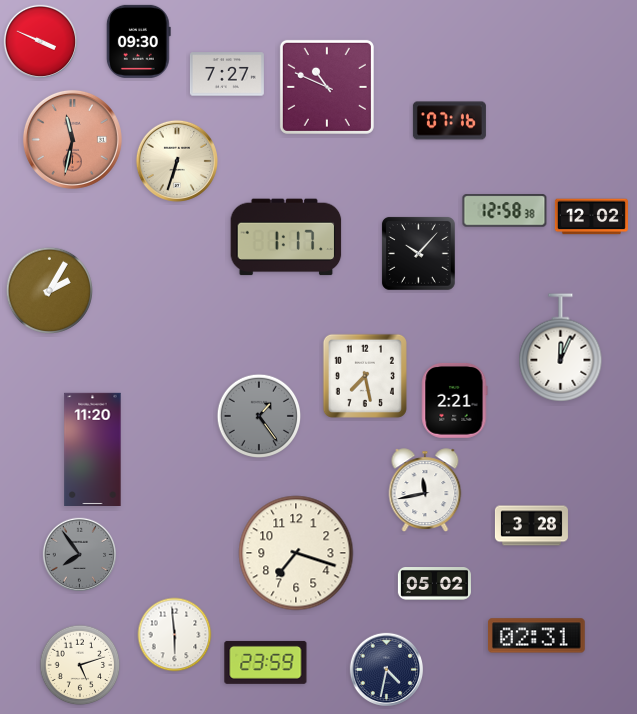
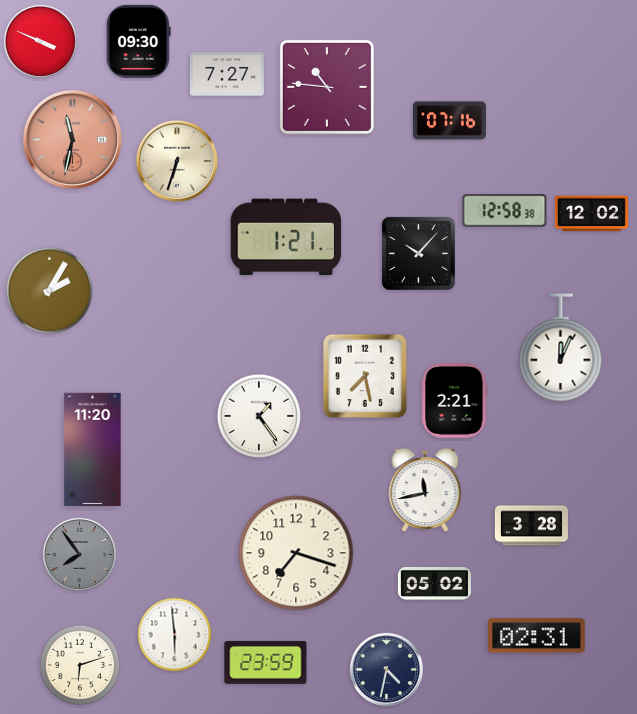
clock at (327, 87): 10:49 -> 10:46
clock at (591, 217) position: (591, 217) -> (591, 214)
clock at (286, 237): 1:17 -> 1:21
clock at (259, 416) dial: grey -> white
clock at (80, 665): 5:12 -> 6:12
